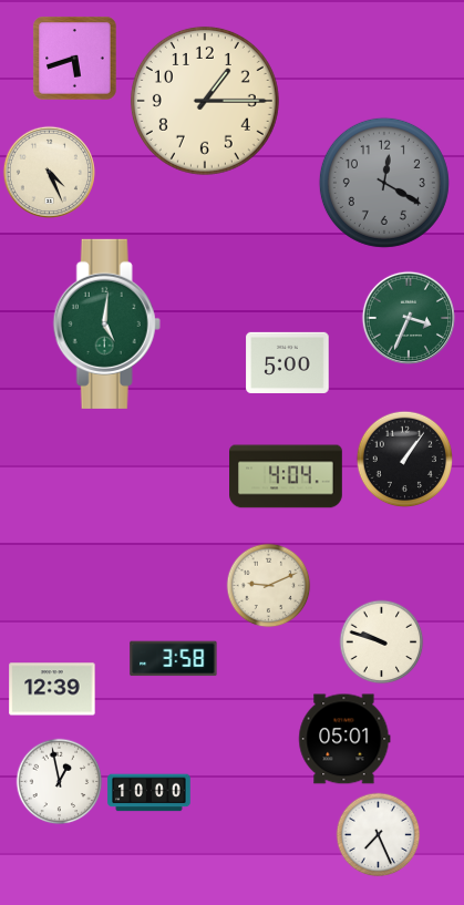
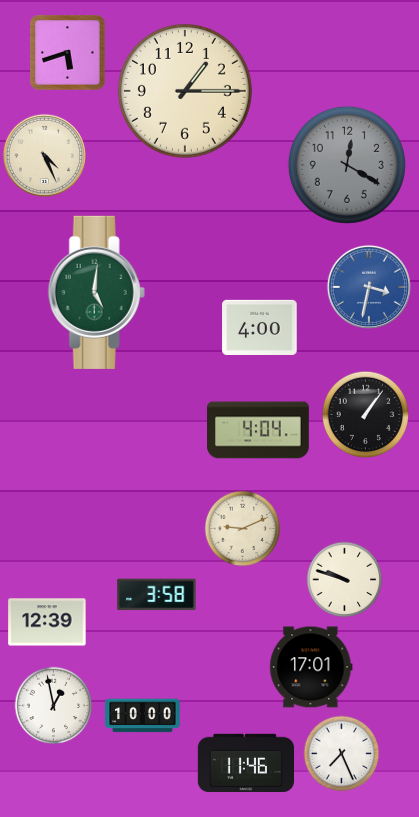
clock at (409, 318): 3:34 -> 3:32
clock at (409, 318) dial: green -> blue
clock at (288, 362): 5:00 -> 4:00
clock at (344, 739): 05:01 -> 17:01
clock at (149, 793) position: (149, 793) -> (143, 716)
clock at (245, 763): none -> 11:46
